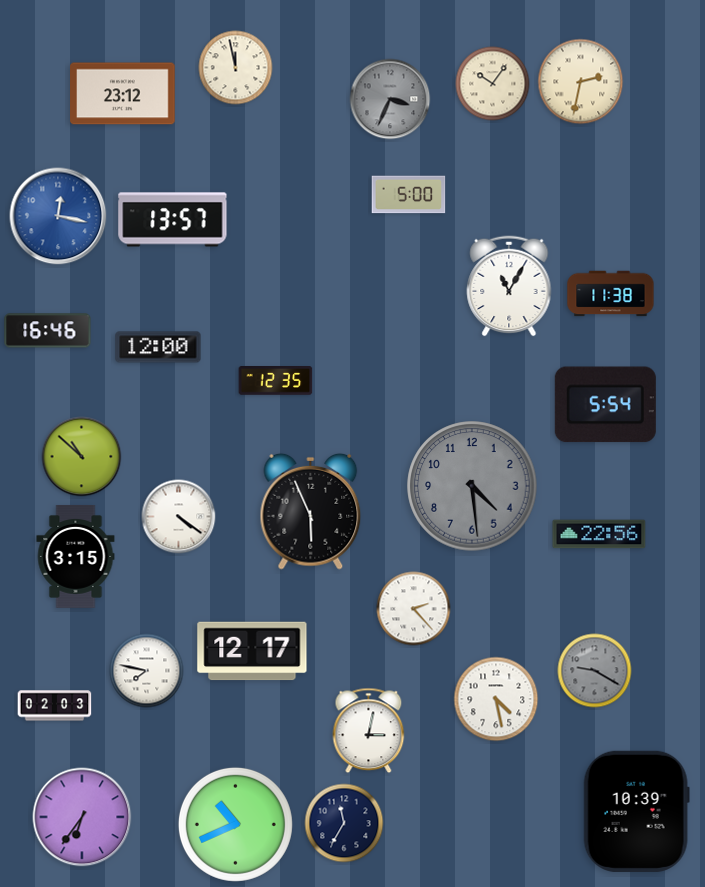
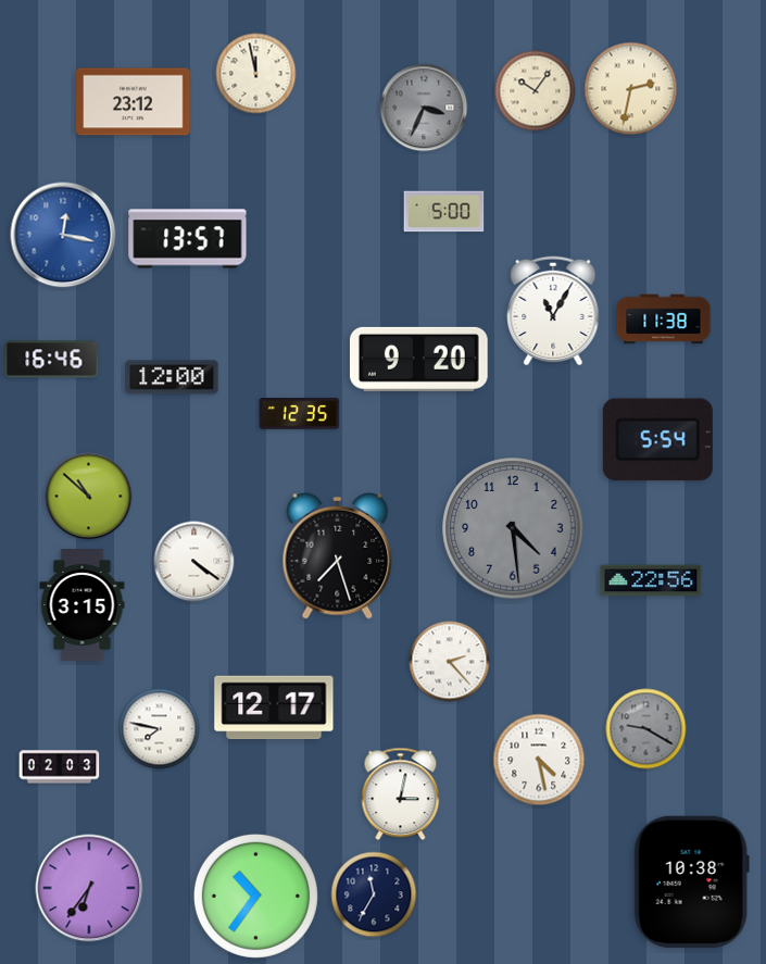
clock at (418, 359): none -> 9:20
clock at (311, 511): 5:56 -> 7:27
clock at (636, 811): 10:39 -> 10:38
clock at (235, 824): 10:41 -> 10:36
